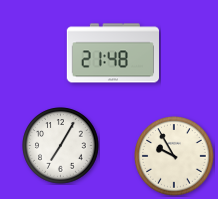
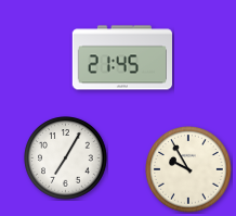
clock at (112, 53): 21:48 -> 21:45
